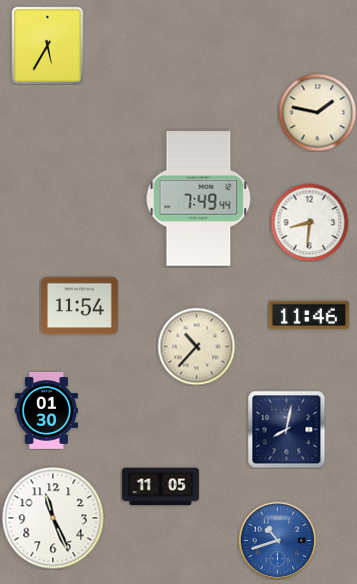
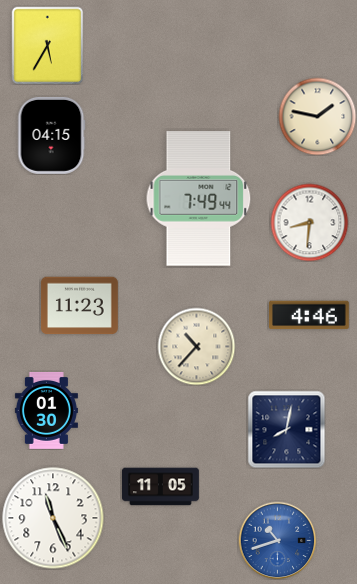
clock at (317, 112) position: (317, 112) -> (317, 116)
clock at (51, 135): none -> 04:15
clock at (79, 306): 11:54 -> 11:23
clock at (310, 315): 11:46 -> 4:46
